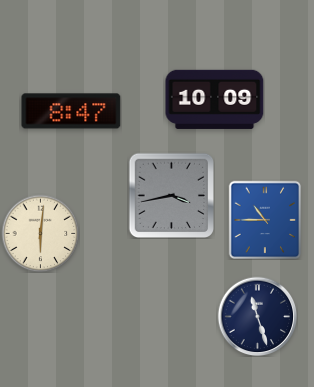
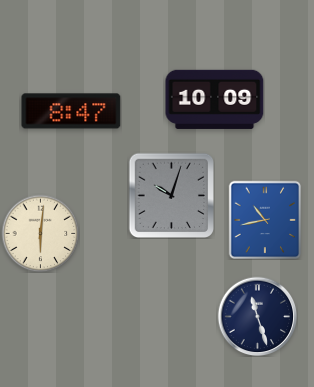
clock at (171, 195): 3:43 -> 10:03
clock at (265, 220): 10:45 -> 10:43
